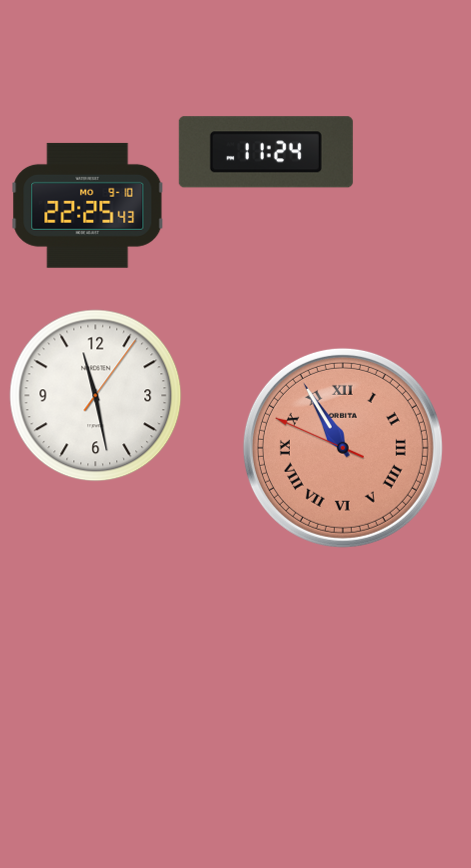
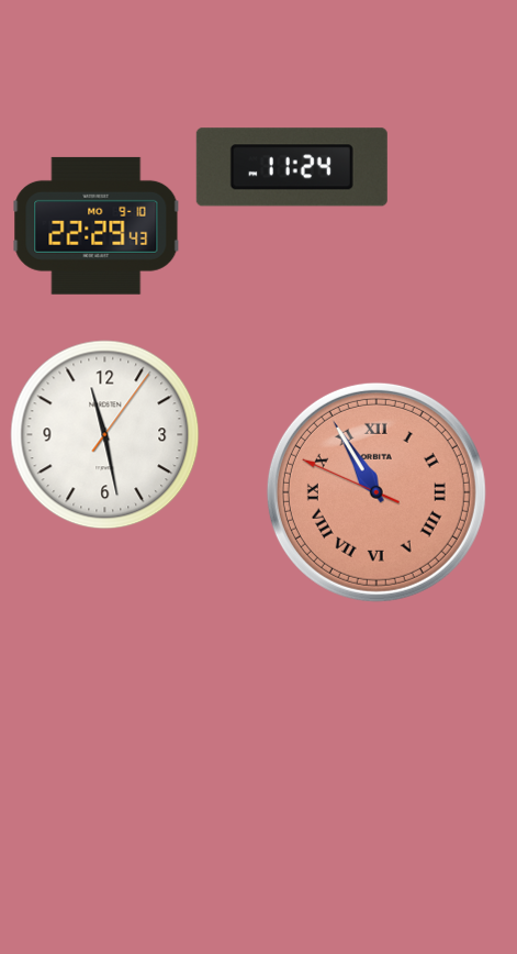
clock at (88, 205): 22:25 -> 22:29
